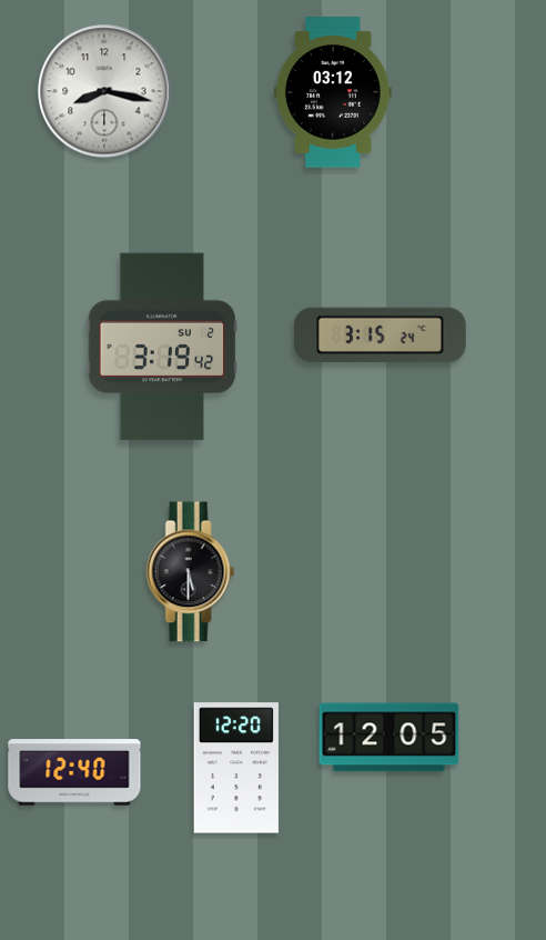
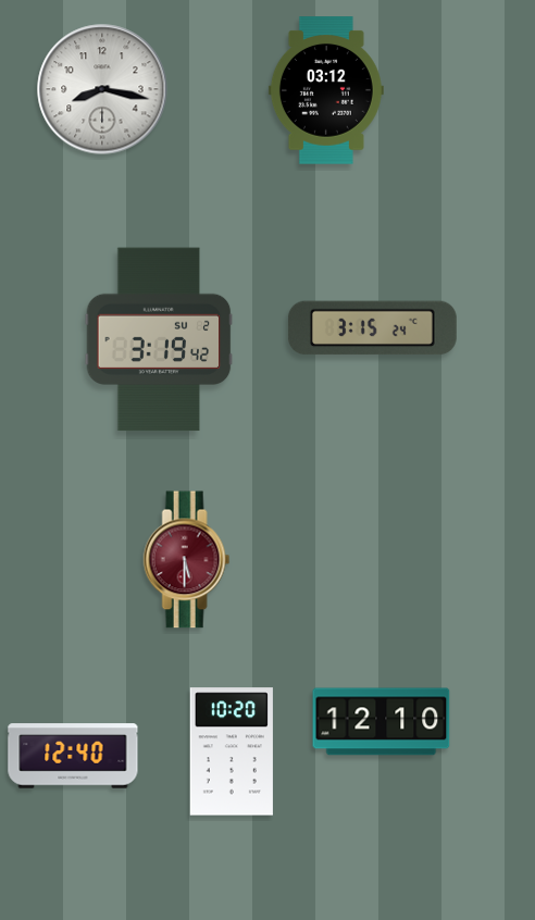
clock at (191, 572) dial: black -> burgundy
clock at (390, 738): 12:05 -> 12:10
clock at (236, 768): 12:20 -> 10:20
